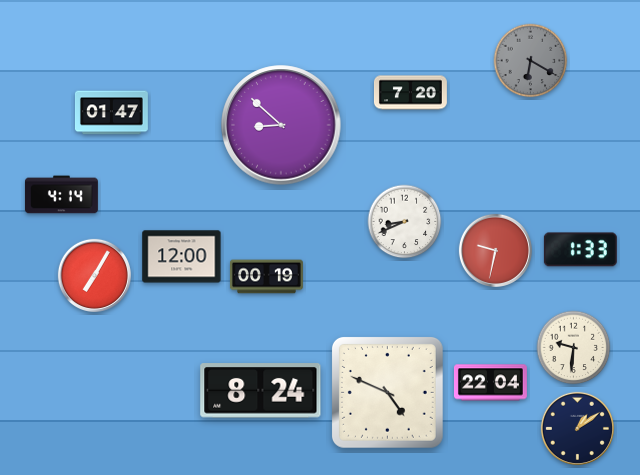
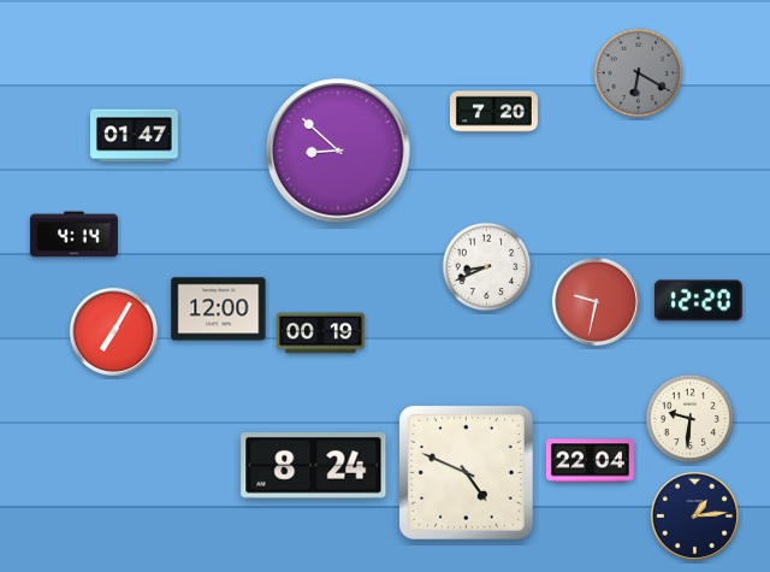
clock at (580, 250): 1:33 -> 12:20
clock at (261, 391) position: (261, 391) -> (314, 466)
clock at (577, 428): 1:09 -> 1:14
